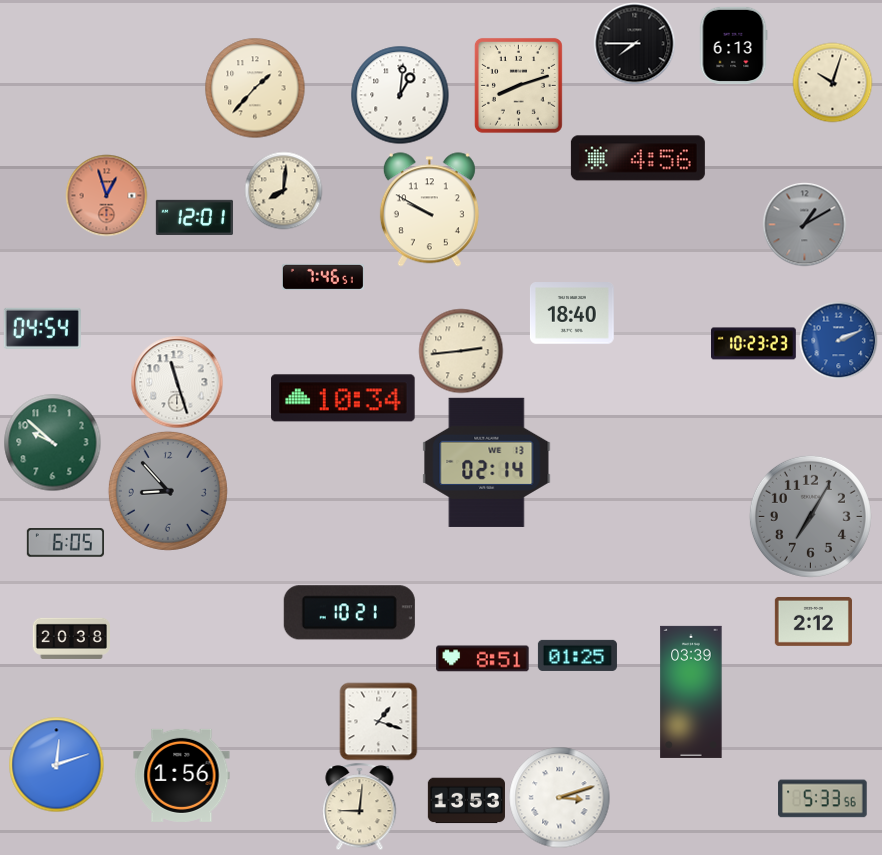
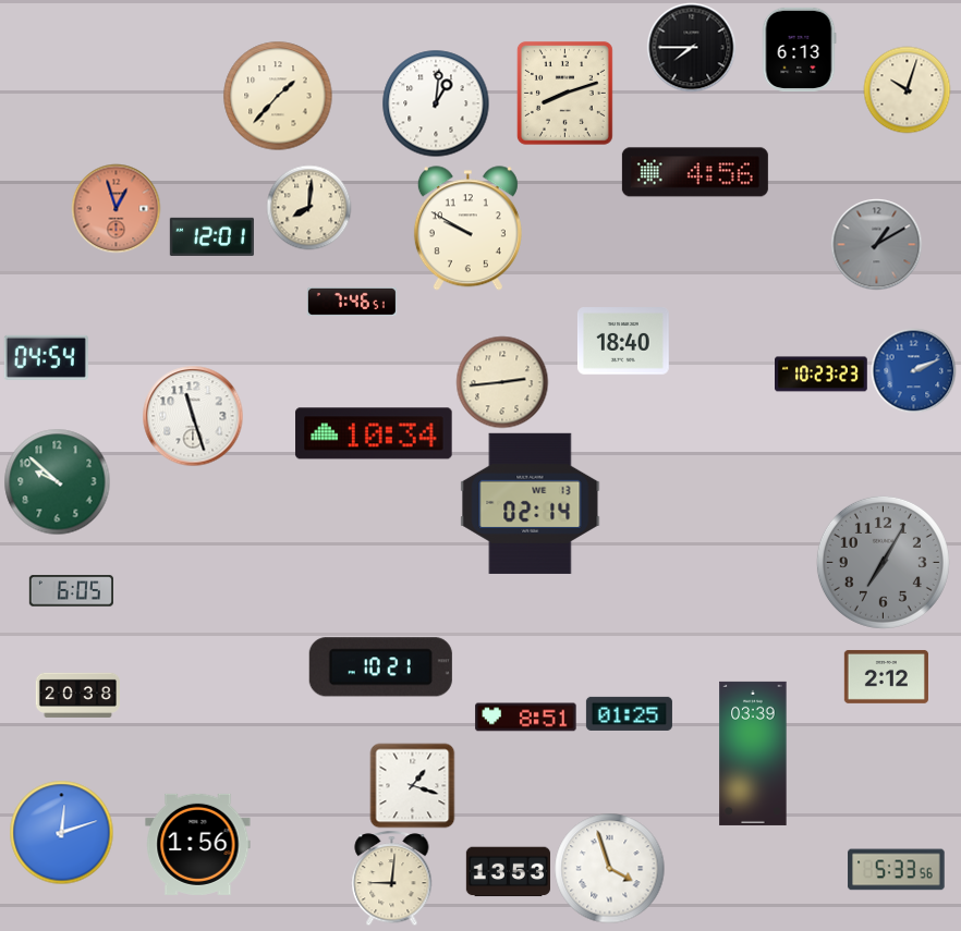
clock at (106, 195) position: (106, 195) -> (115, 208)
clock at (168, 491): 8:53 -> none
clock at (560, 798): 3:12 -> 3:57
